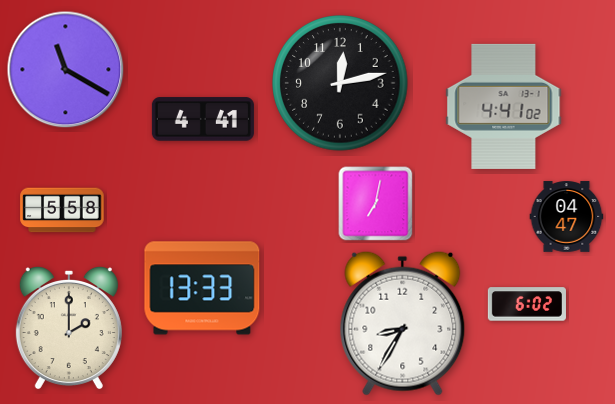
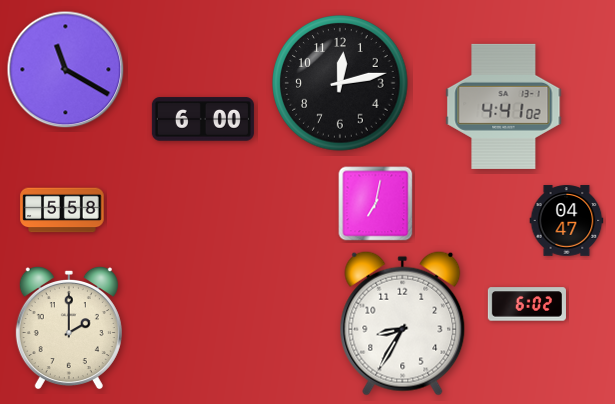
clock at (203, 119): 4:41 -> 6:00
clock at (567, 217) position: (567, 217) -> (567, 221)
clock at (202, 288): 13:33 -> none
